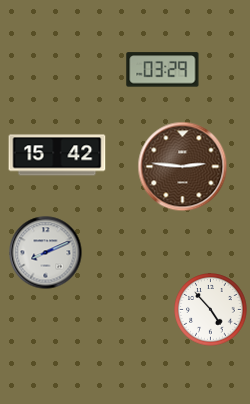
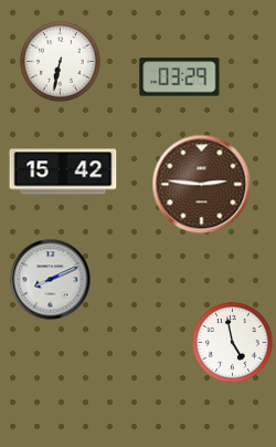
clock at (61, 62): none -> 6:32
clock at (211, 310): 4:53 -> 4:58
